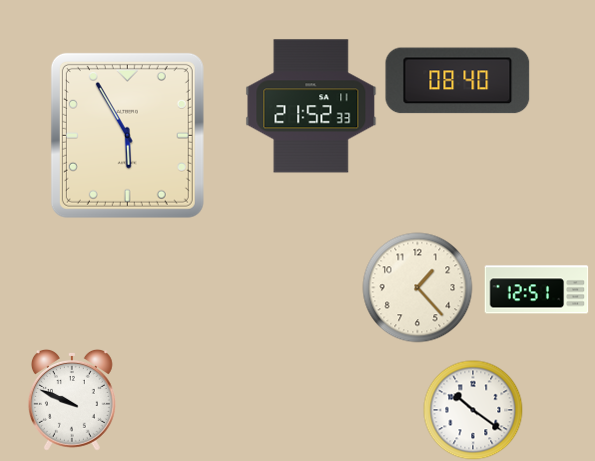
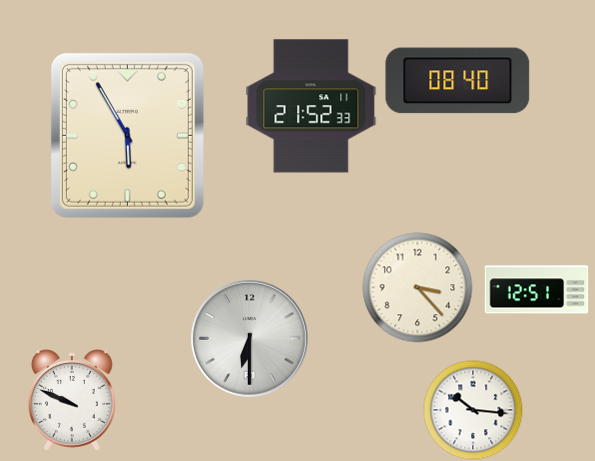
clock at (418, 288): 1:23 -> 3:23
clock at (249, 338): none -> 6:30
clock at (473, 410): 10:21 -> 10:16
